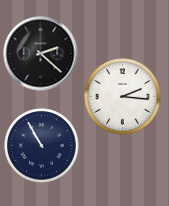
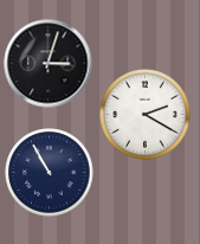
clock at (41, 54): 2:22 -> 3:03
clock at (123, 97): 2:16 -> 2:20
